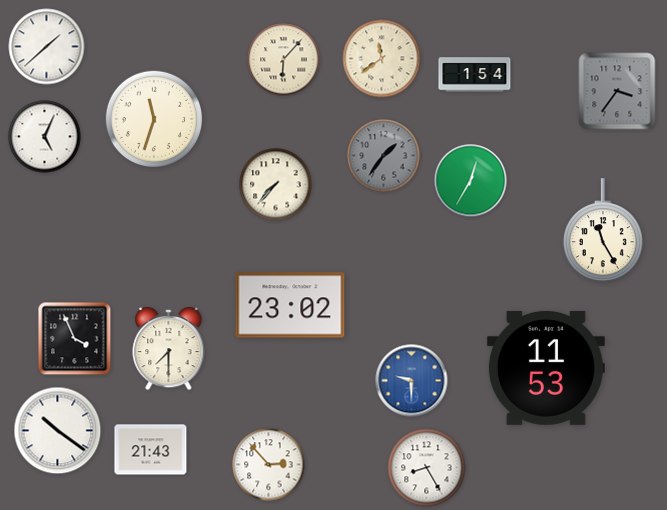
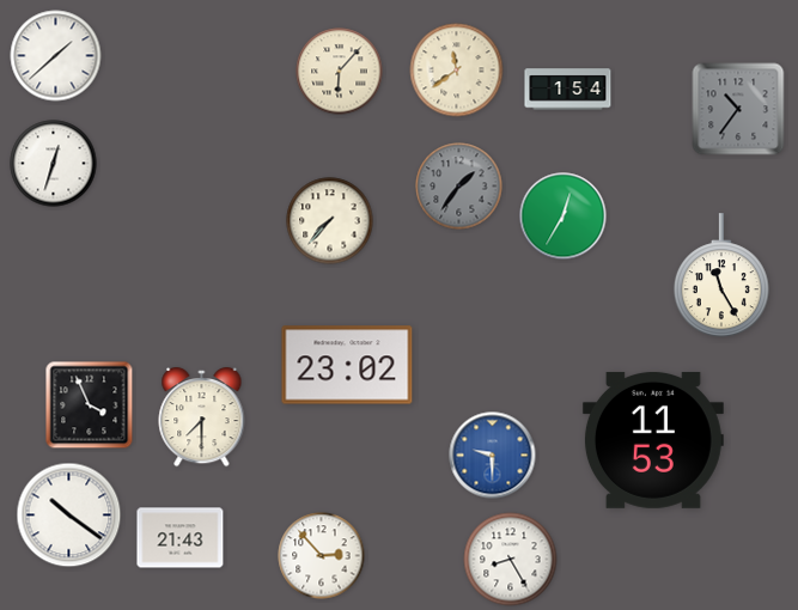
clock at (617, 91): 3:36 -> 10:36
clock at (154, 119): 11:33 -> none
clock at (45, 137): 5:04 -> 12:33
